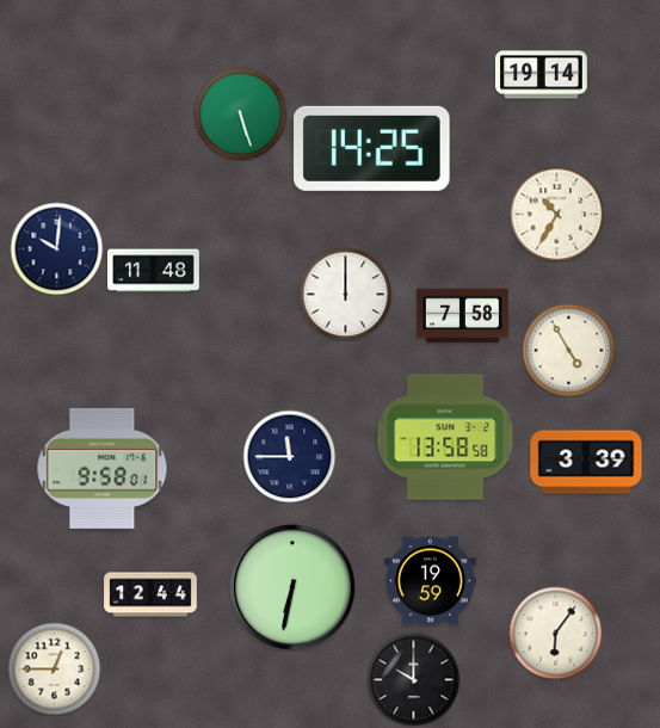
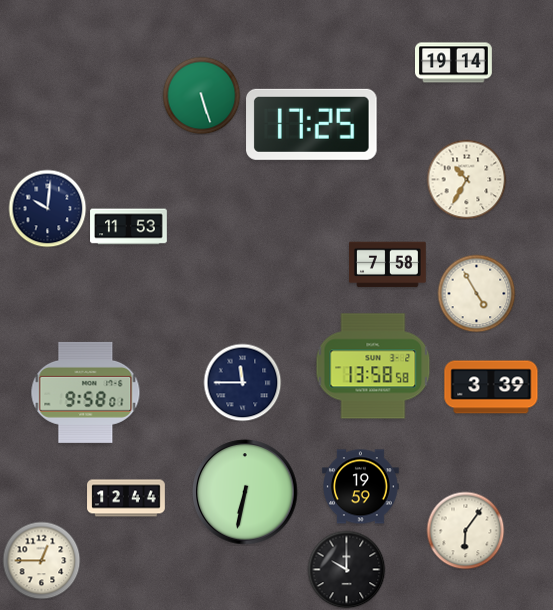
clock at (372, 148): 14:25 -> 17:25
clock at (154, 271): 11:48 -> 11:53
clock at (345, 294): 12:00 -> none
clock at (54, 668) position: (54, 668) -> (41, 560)
